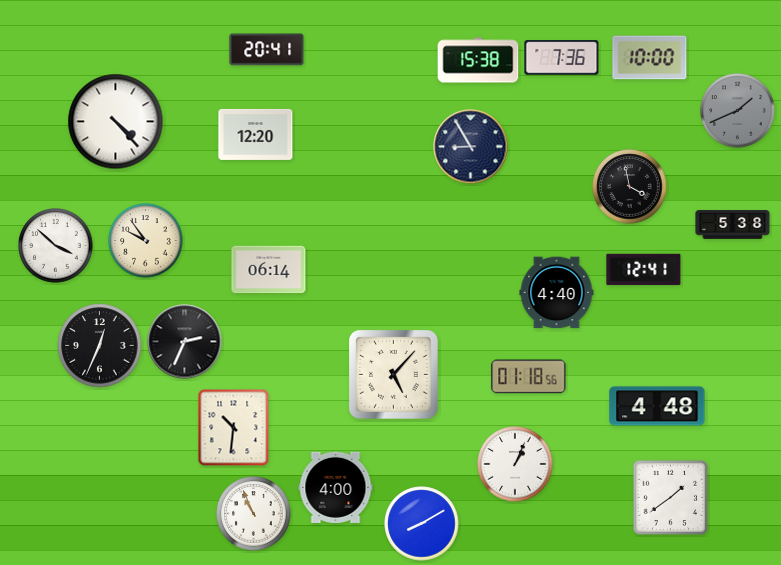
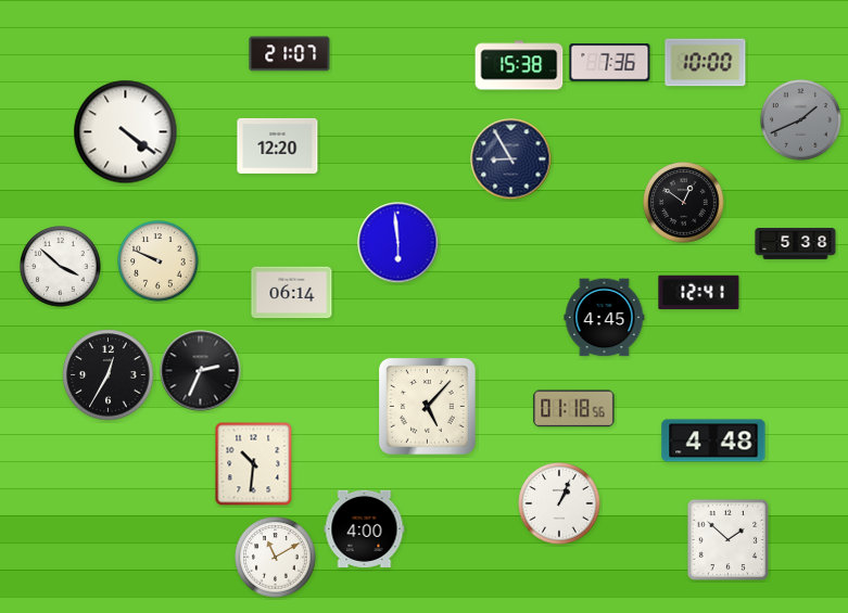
clock at (267, 50): 20:41 -> 21:07
clock at (116, 122): 4:23 -> 4:21
clock at (630, 187): 3:58 -> 12:51
clock at (398, 243): none -> 5:59
clock at (146, 241): 9:54 -> 9:49
clock at (557, 293): 4:40 -> 4:45
clock at (100, 346): 12:34 -> 12:35
clock at (670, 497): 1:39 -> 1:52
clock at (254, 514): 10:56 -> 11:10
clock at (422, 524): 8:10 -> none
